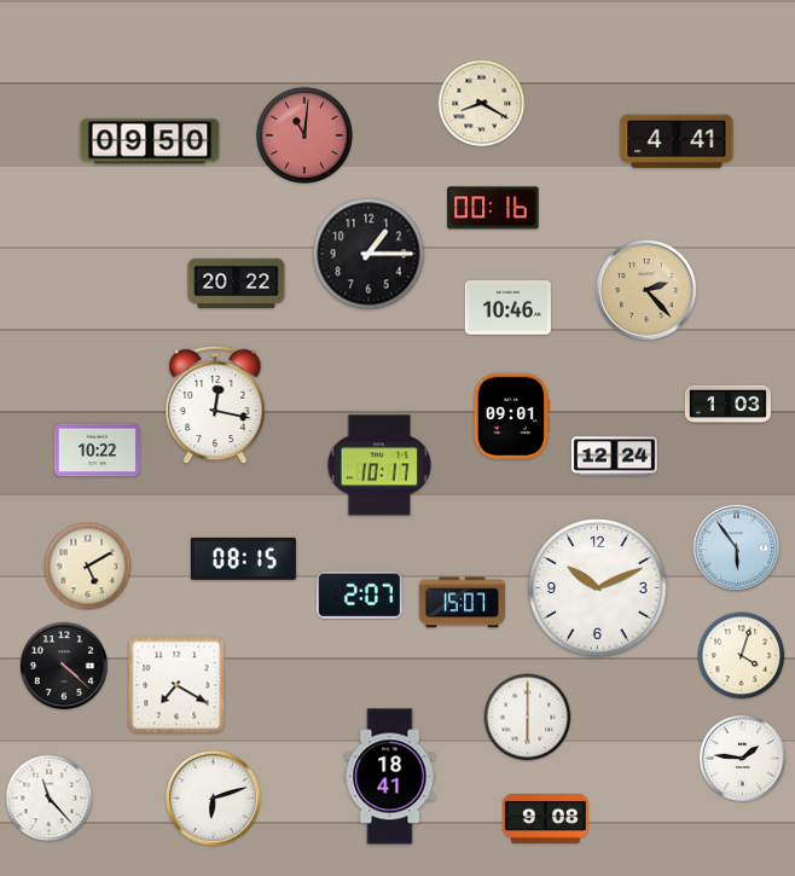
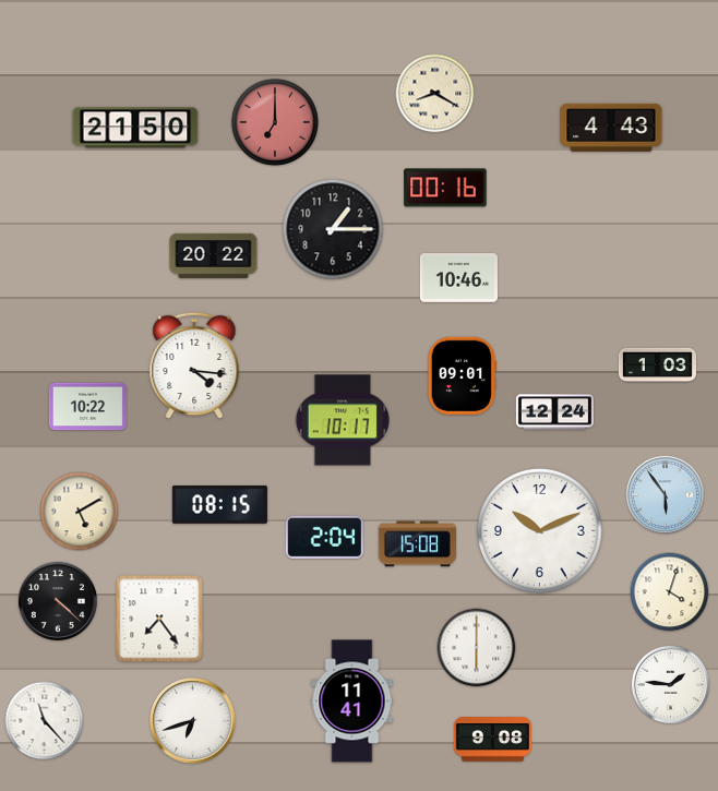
clock at (304, 135): 11:01 -> 7:00
clock at (150, 141): 09:50 -> 21:50
clock at (677, 141): 4:41 -> 4:43
clock at (646, 290): 2:23 -> none
clock at (215, 405): 12:17 -> 4:16
clock at (359, 594): 2:07 -> 2:04
clock at (462, 603): 15:07 -> 15:08
clock at (176, 685): 7:20 -> 7:24
clock at (390, 777): 18:41 -> 11:41
clock at (214, 799): 6:12 -> 6:42
